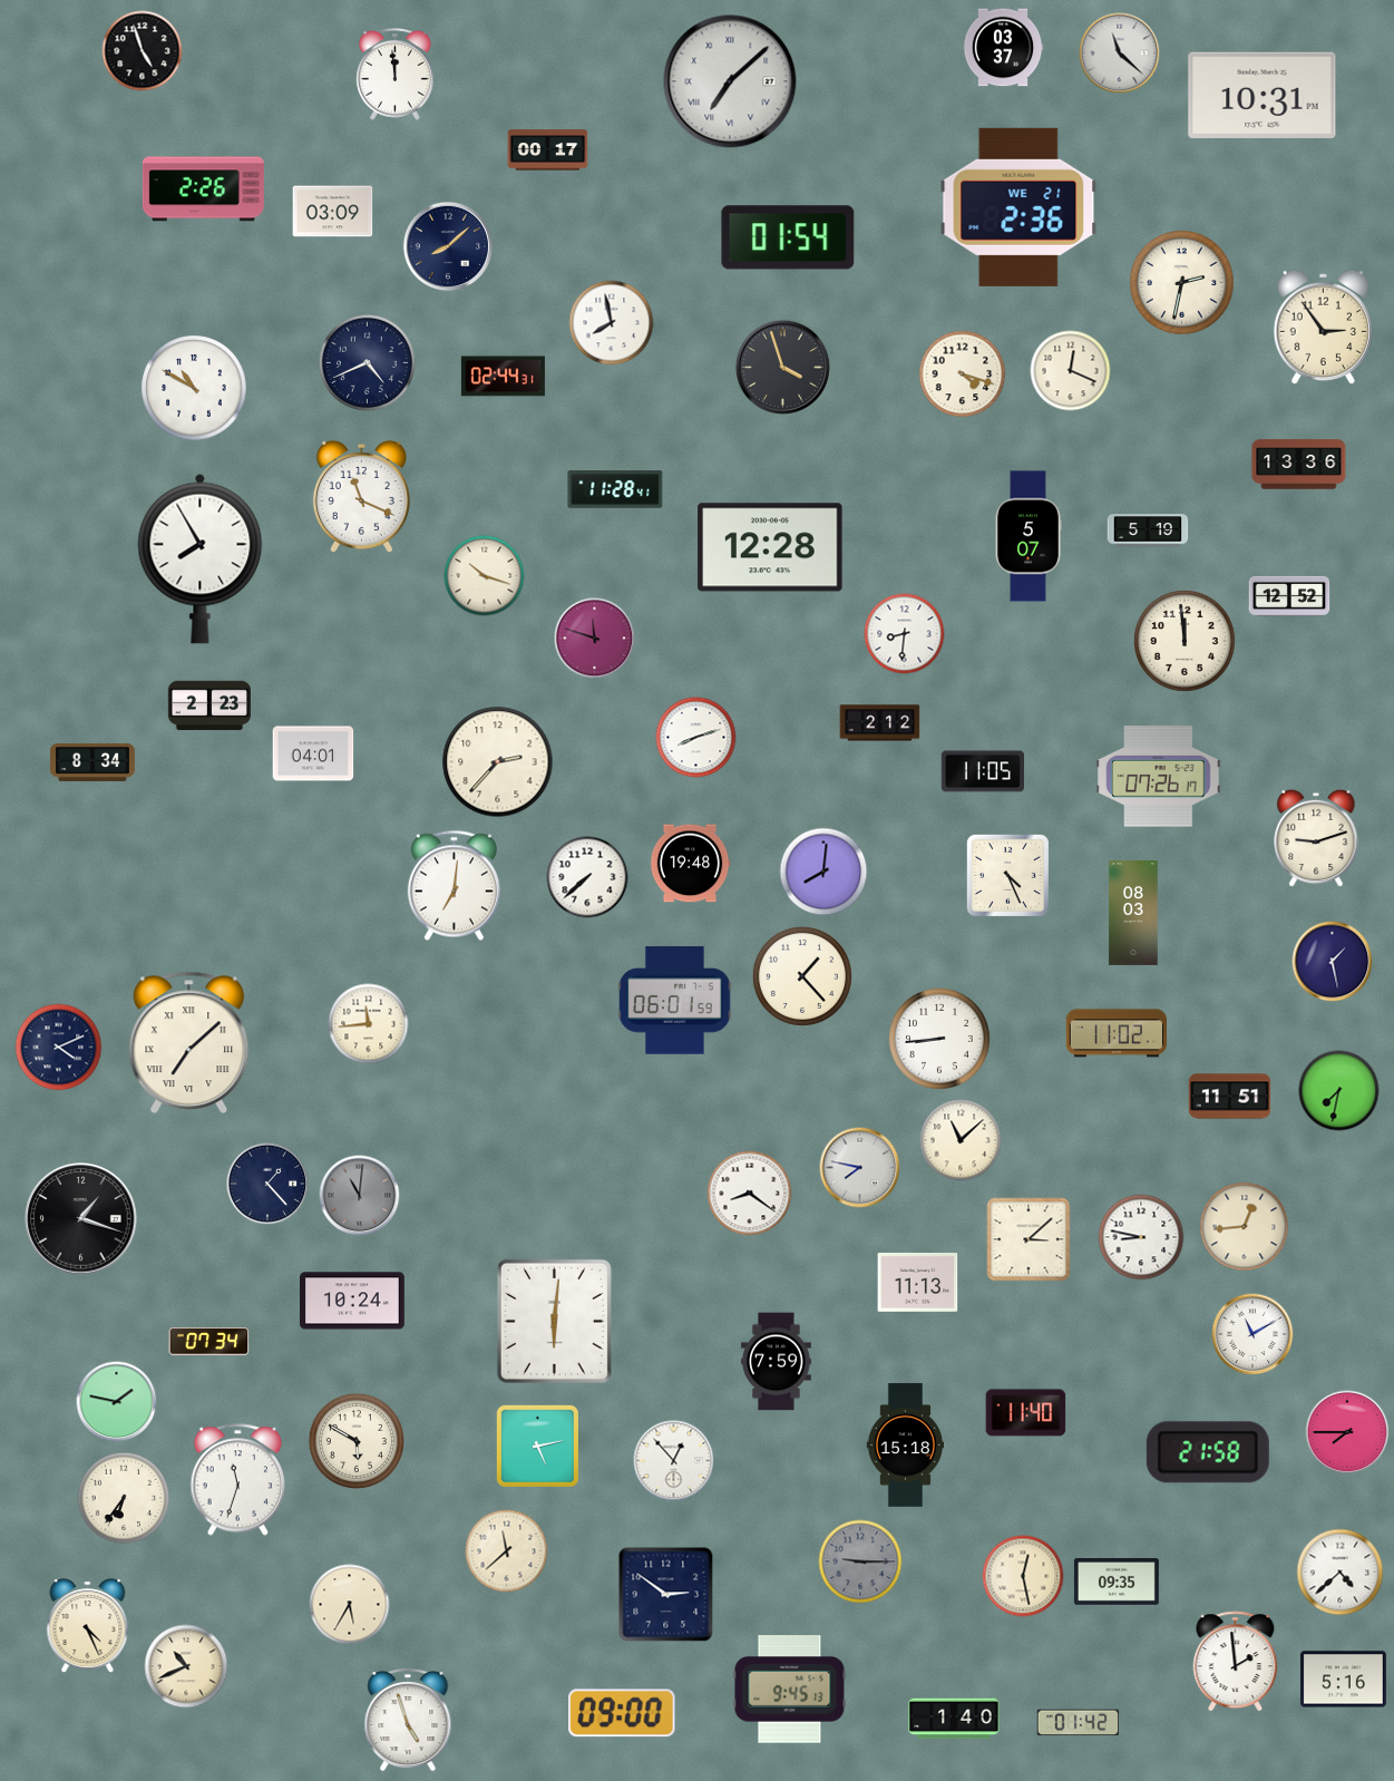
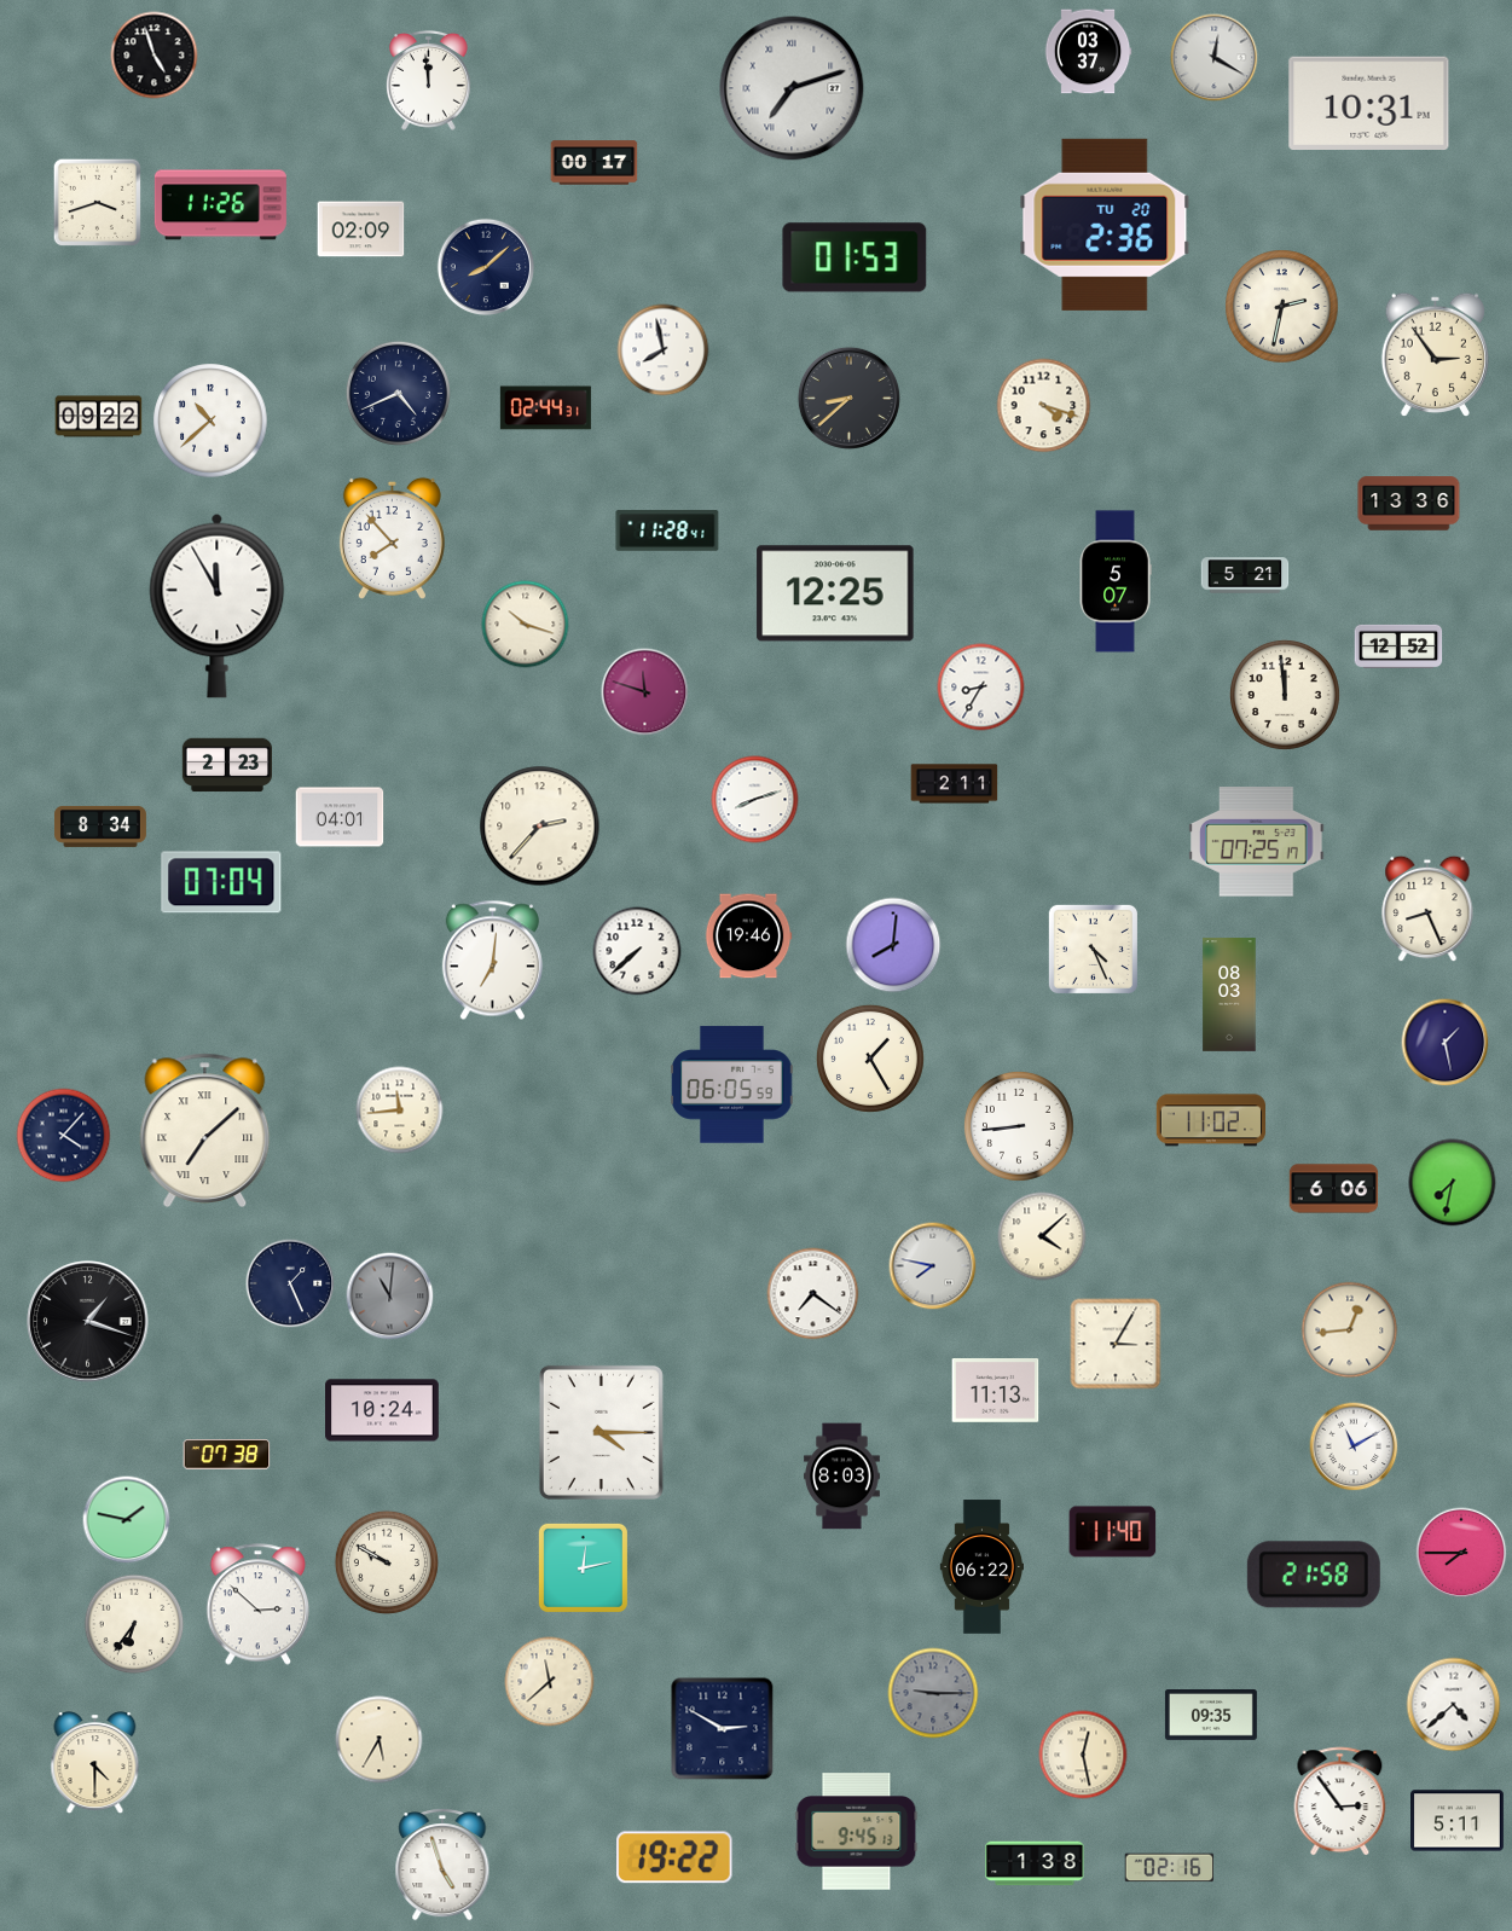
clock at (1120, 53): 11:22 -> 12:20
clock at (730, 81): 7:08 -> 7:12
clock at (98, 203): none -> 3:42
clock at (203, 189): 2:26 -> 11:26
clock at (1018, 207) date: WE 21 -> TU 20
clock at (333, 212): 03:09 -> 02:09
clock at (788, 237): 01:54 -> 01:53
clock at (782, 367): 3:57 -> 8:38
clock at (1071, 371): 12:19 -> none
clock at (99, 417): none -> 09:22
clock at (194, 388): 10:50 -> 10:38
clock at (361, 496): 11:19 -> 7:53
clock at (1148, 531): 5:19 -> 5:21
clock at (770, 547): 12:28 -> 12:25
clock at (201, 558): 7:55 -> 11:55
clock at (905, 634): 8:31 -> 8:35
clock at (880, 723): 2:12 -> 2:11
clock at (982, 771): 11:05 -> none
clock at (1159, 777): 07:26 -> 07:25
clock at (221, 882): none -> 07:04
clock at (1316, 838): 9:12 -> 8:26
clock at (690, 864): 19:48 -> 19:46
clock at (1133, 913) position: (1133, 913) -> (1229, 995)
clock at (802, 976): 1:23 -> 1:25
clock at (675, 1001): 06:01 -> 06:05
clock at (59, 1048): 4:11 -> 4:07
clock at (1230, 1097): 11:51 -> 6:06
clock at (961, 1140): 11:08 -> 4:08
clock at (267, 1184): 1:23 -> 1:26
clock at (750, 1194): 8:21 -> 7:21
clock at (1141, 1237): 8:47 -> none
clock at (1029, 1239): 3:08 -> 3:05
clock at (554, 1321): 6:01 -> 4:15
clock at (1252, 1334) position: (1252, 1334) -> (1354, 1446)
clock at (209, 1342): 07:34 -> 07:38
clock at (777, 1362): 7:59 -> 8:03
clock at (355, 1440): 5:50 -> 9:50
clock at (537, 1446): 5:13 -> 12:13
clock at (905, 1446): 15:18 -> 06:22
clock at (1208, 1452) position: (1208, 1452) -> (1314, 1575)
clock at (674, 1461): 12:53 -> none
clock at (238, 1480): 11:33 -> 2:52
clock at (1023, 1576) position: (1023, 1576) -> (1083, 1755)
clock at (666, 1595): 2:51 -> 2:50
clock at (88, 1626): 4:26 -> 4:30
clock at (1236, 1662): 1:59 -> 2:54
clock at (186, 1666): 10:41 -> none
clock at (1344, 1680): 5:16 -> 5:11
clock at (623, 1713): 09:00 -> 19:22
clock at (954, 1719): 1:40 -> 1:38
clock at (1078, 1723): 01:42 -> 02:16
